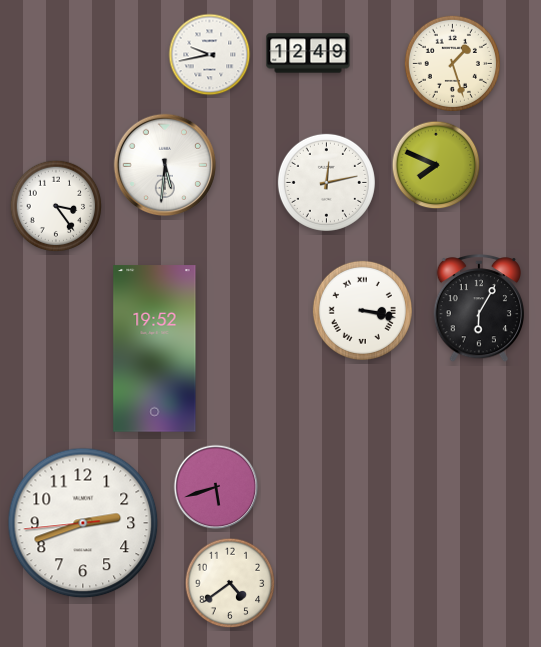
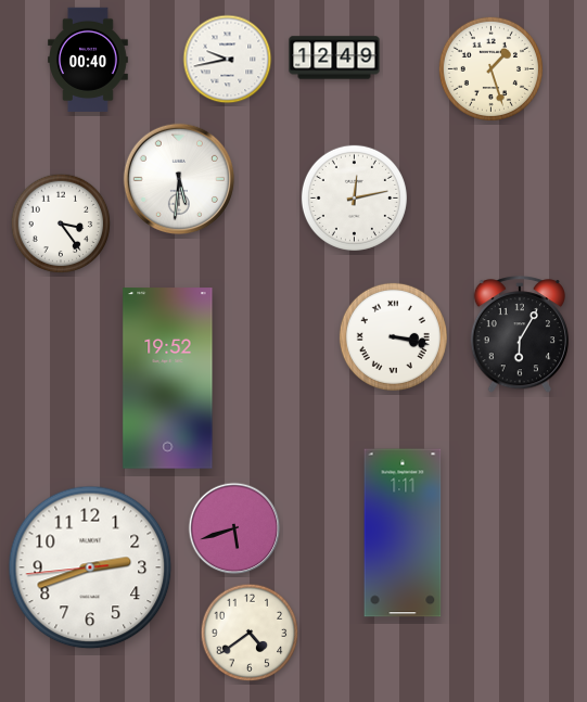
clock at (89, 60): none -> 00:40
clock at (436, 165): 7:49 -> none
clock at (403, 533): none -> 1:11
